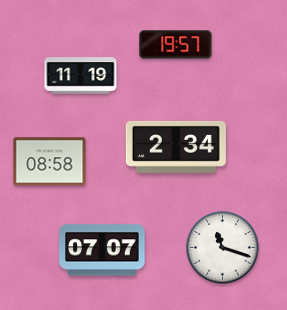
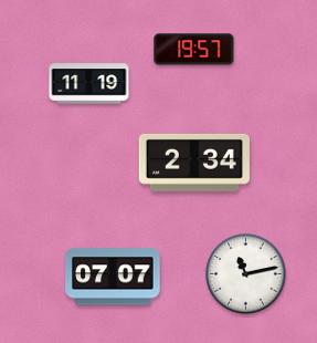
clock at (50, 162): 08:58 -> none
clock at (223, 248): 11:18 -> 11:13
